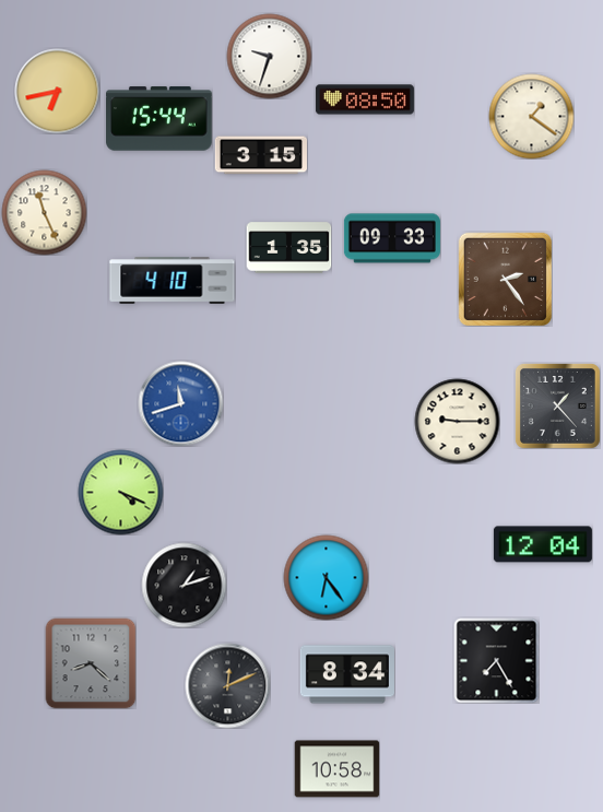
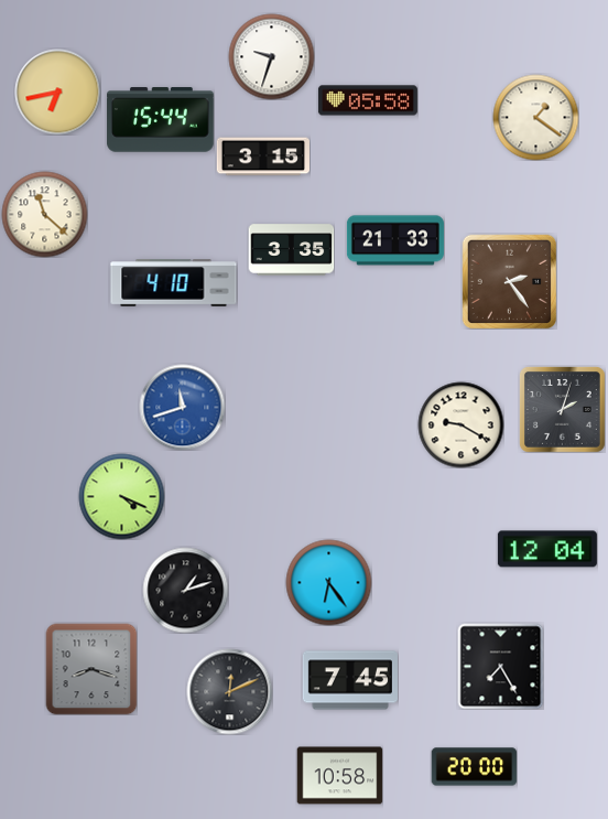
clock at (365, 99): 08:50 -> 05:58
clock at (44, 212): 11:26 -> 11:22
clock at (392, 238): 09:33 -> 21:33
clock at (288, 248): 1:35 -> 3:35
clock at (557, 405): 1:23 -> 2:03
clock at (457, 421): 9:15 -> 9:20
clock at (91, 663): 8:22 -> 8:18
clock at (347, 674): 8:34 -> 7:45
clock at (474, 767): none -> 20:00
